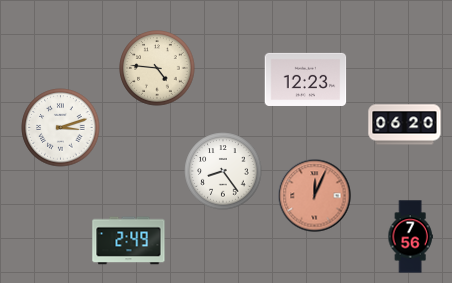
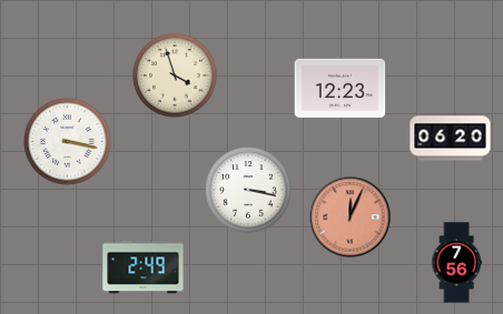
clock at (157, 68): 4:46 -> 3:57
clock at (61, 128): 3:12 -> 3:17
clock at (223, 171): 8:24 -> 3:17
